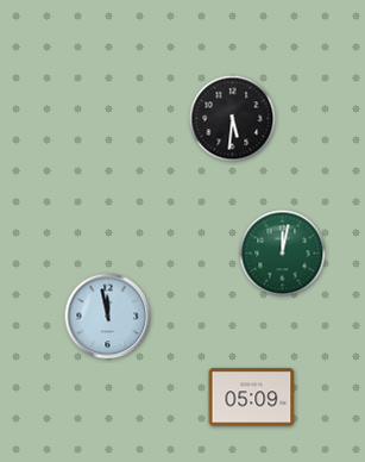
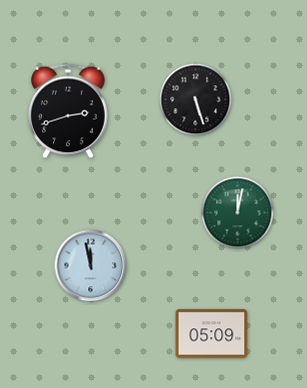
clock at (233, 119): 5:31 -> 5:27
clock at (68, 111): none -> 2:42
